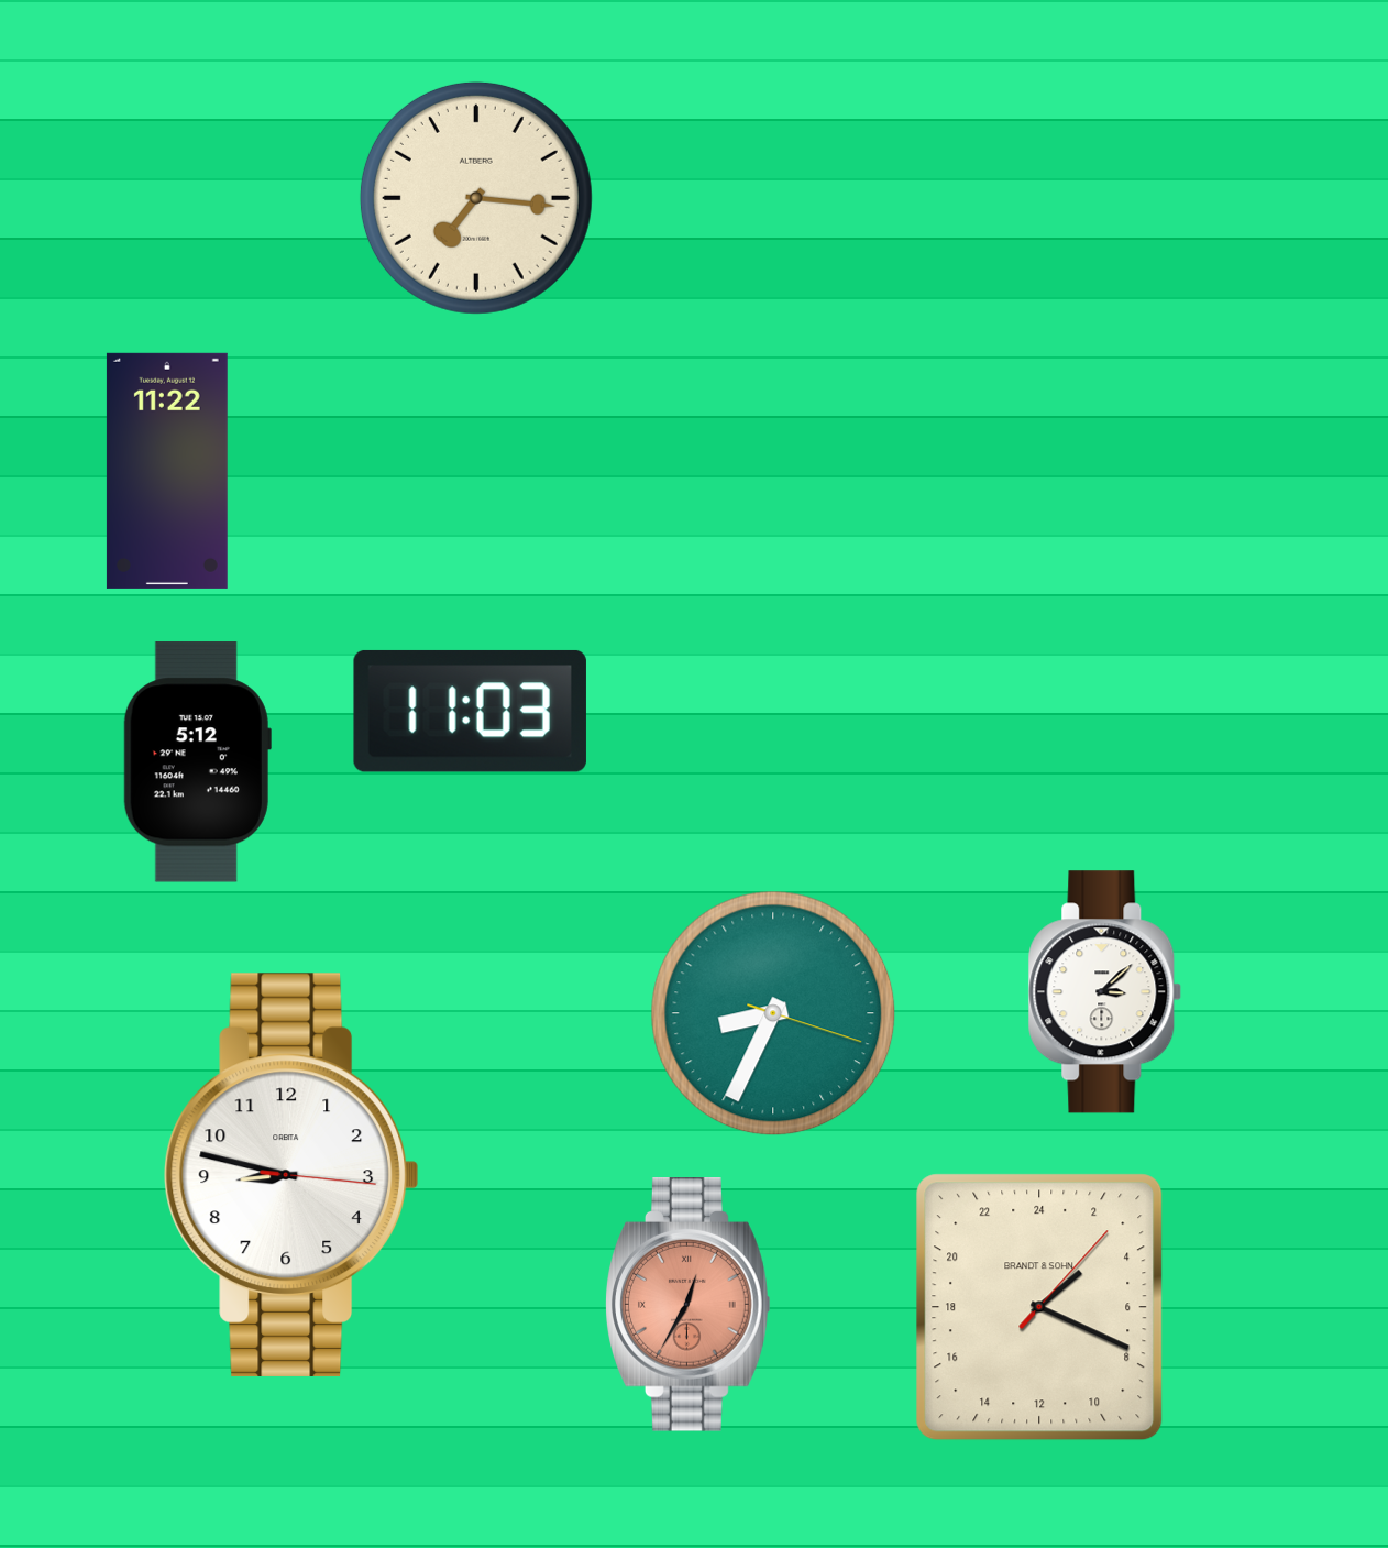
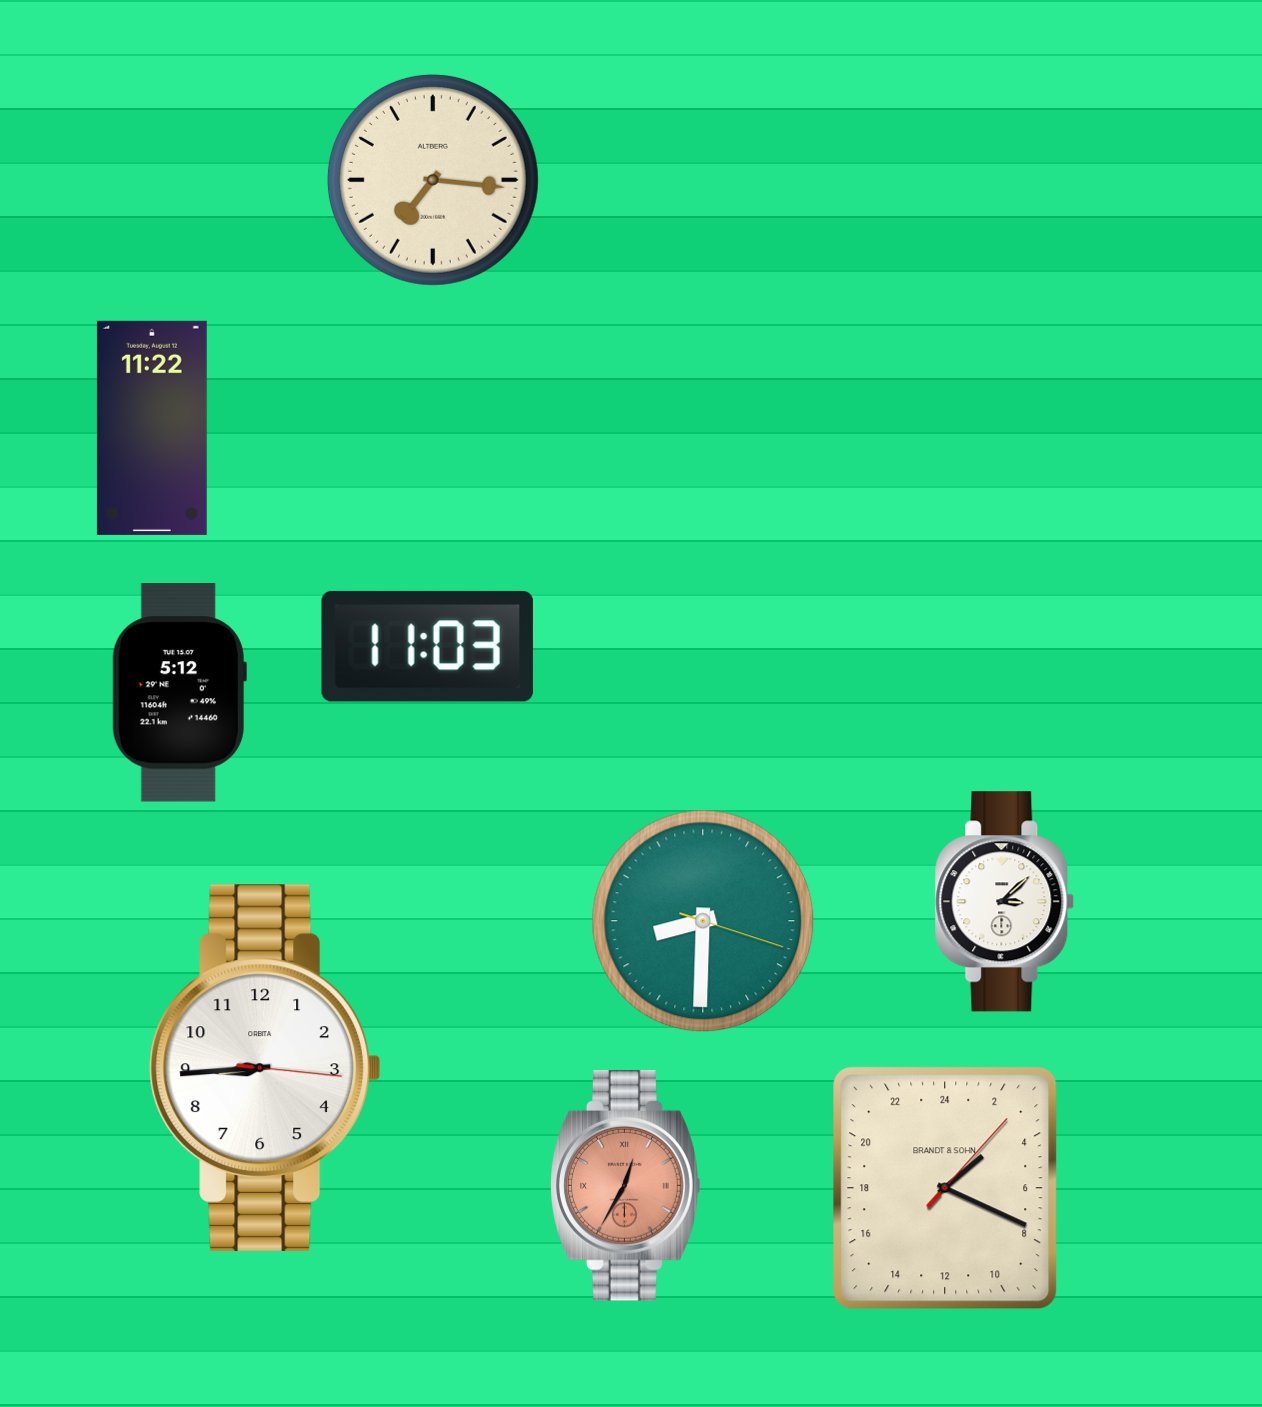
clock at (773, 1013): 8:34 -> 8:30
clock at (290, 1175): 8:47 -> 8:44
